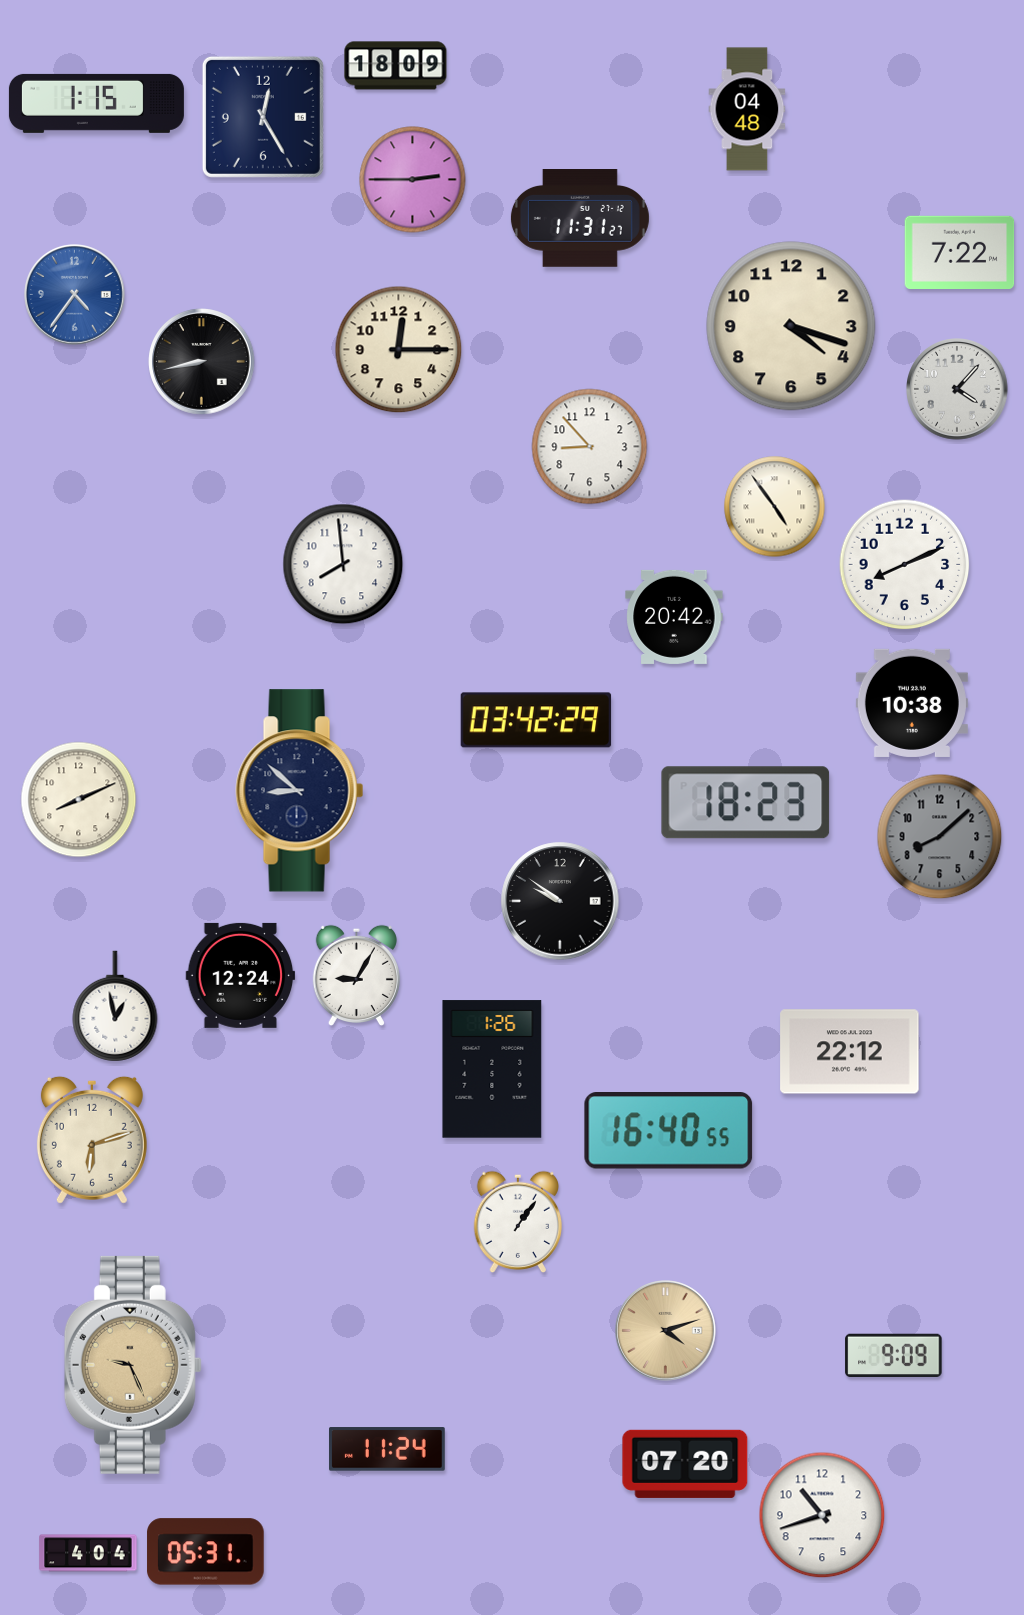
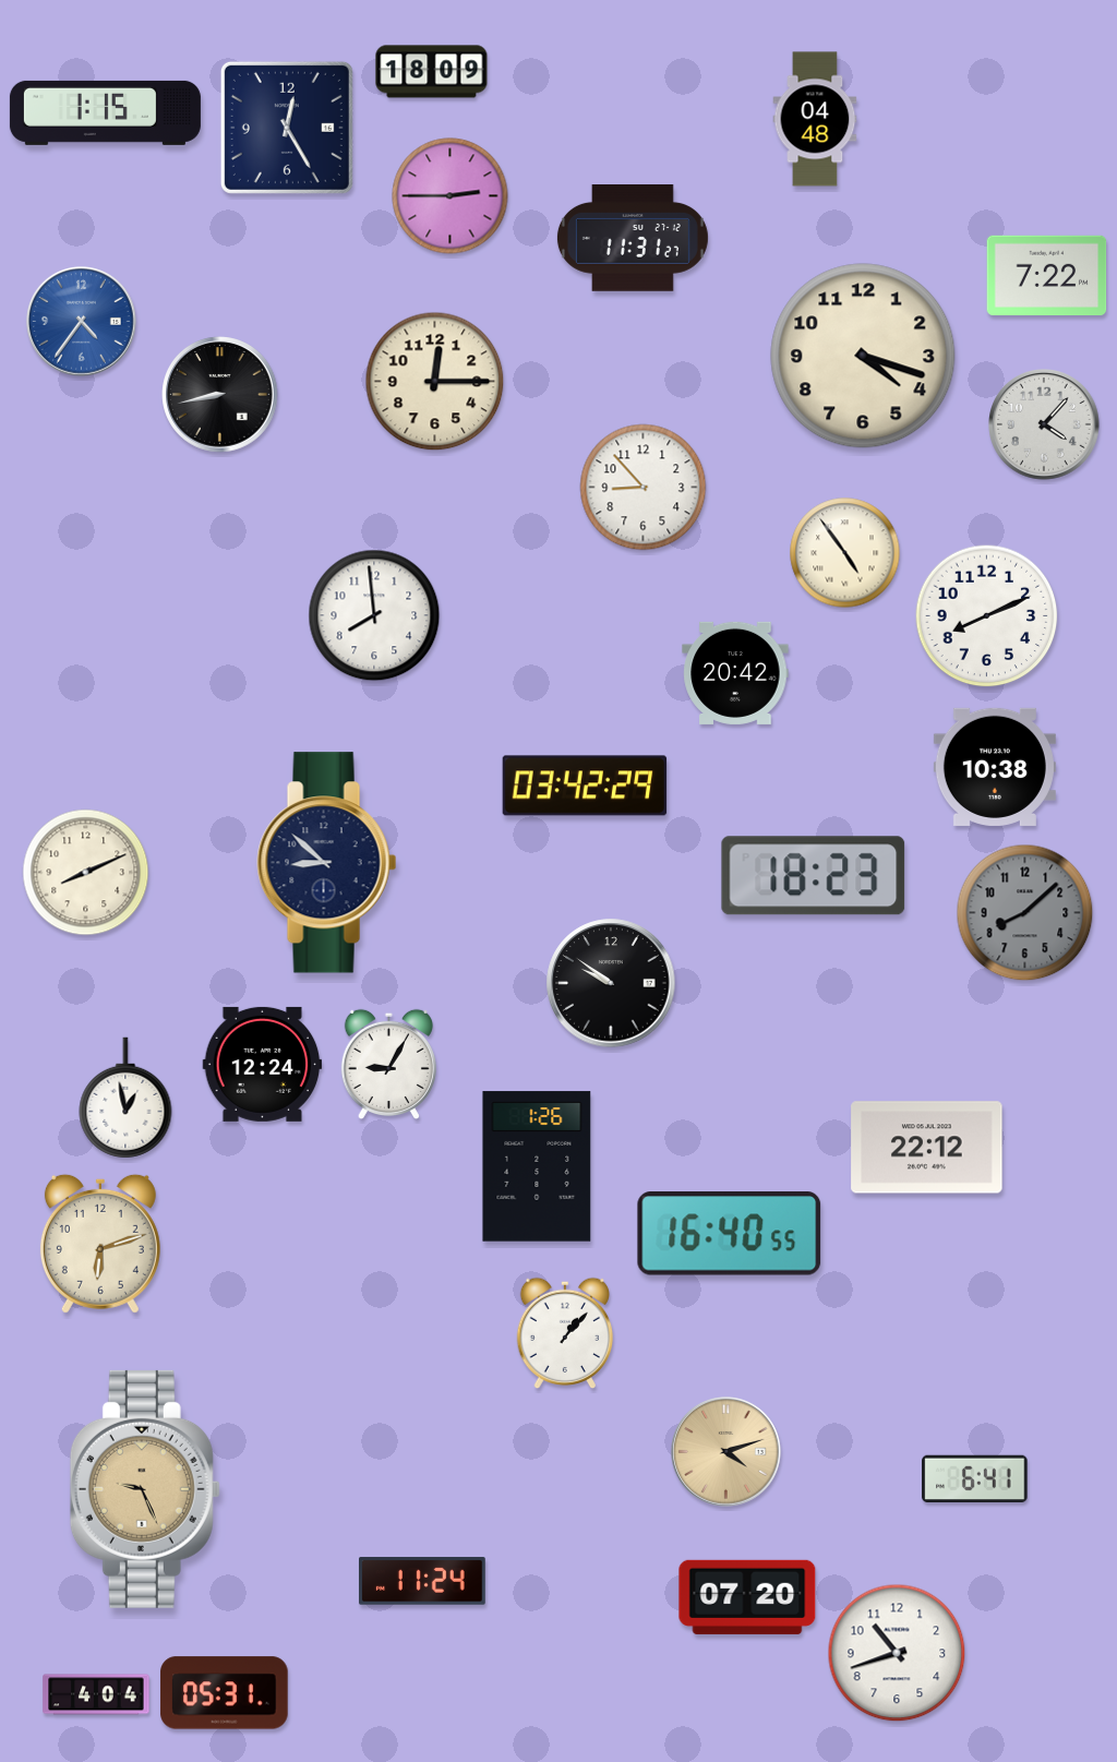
clock at (518, 1222): 1:06 -> 1:07
clock at (894, 1356): 9:09 -> 6:41
